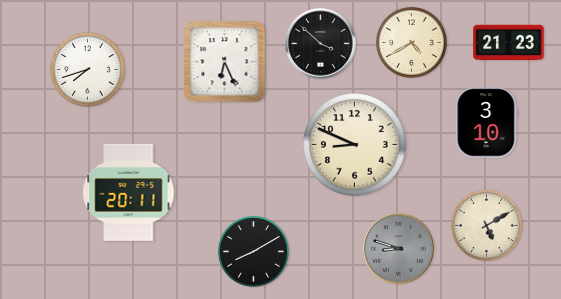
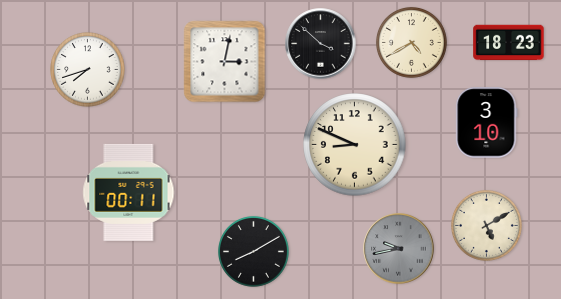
clock at (509, 43): 21:23 -> 18:23
clock at (225, 62): 6:26 -> 3:02
clock at (129, 192): 20:11 -> 00:11
clock at (399, 249): 8:48 -> 9:43
